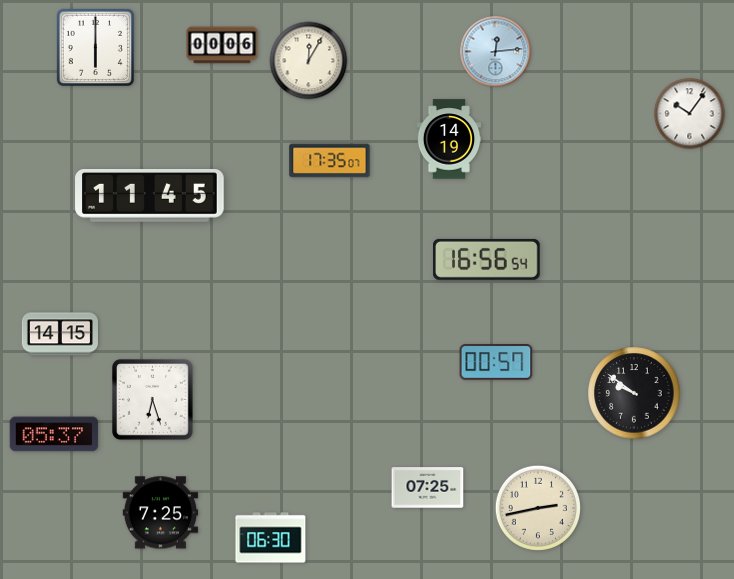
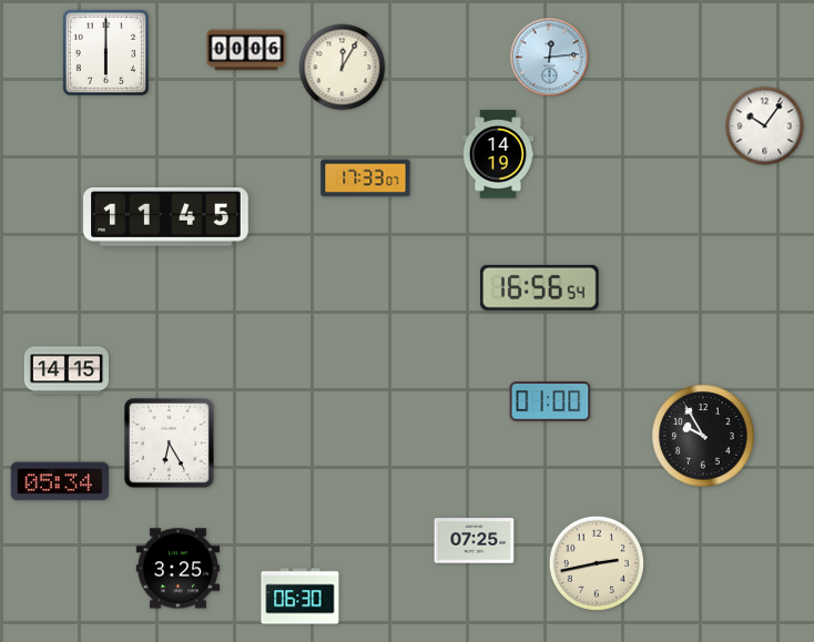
clock at (330, 161): 17:35 -> 17:33
clock at (496, 363): 00:57 -> 01:00
clock at (634, 393): 9:51 -> 9:55
clock at (153, 400): 6:27 -> 6:25
clock at (54, 434): 05:37 -> 05:34
clock at (161, 513): 7:25 -> 3:25
